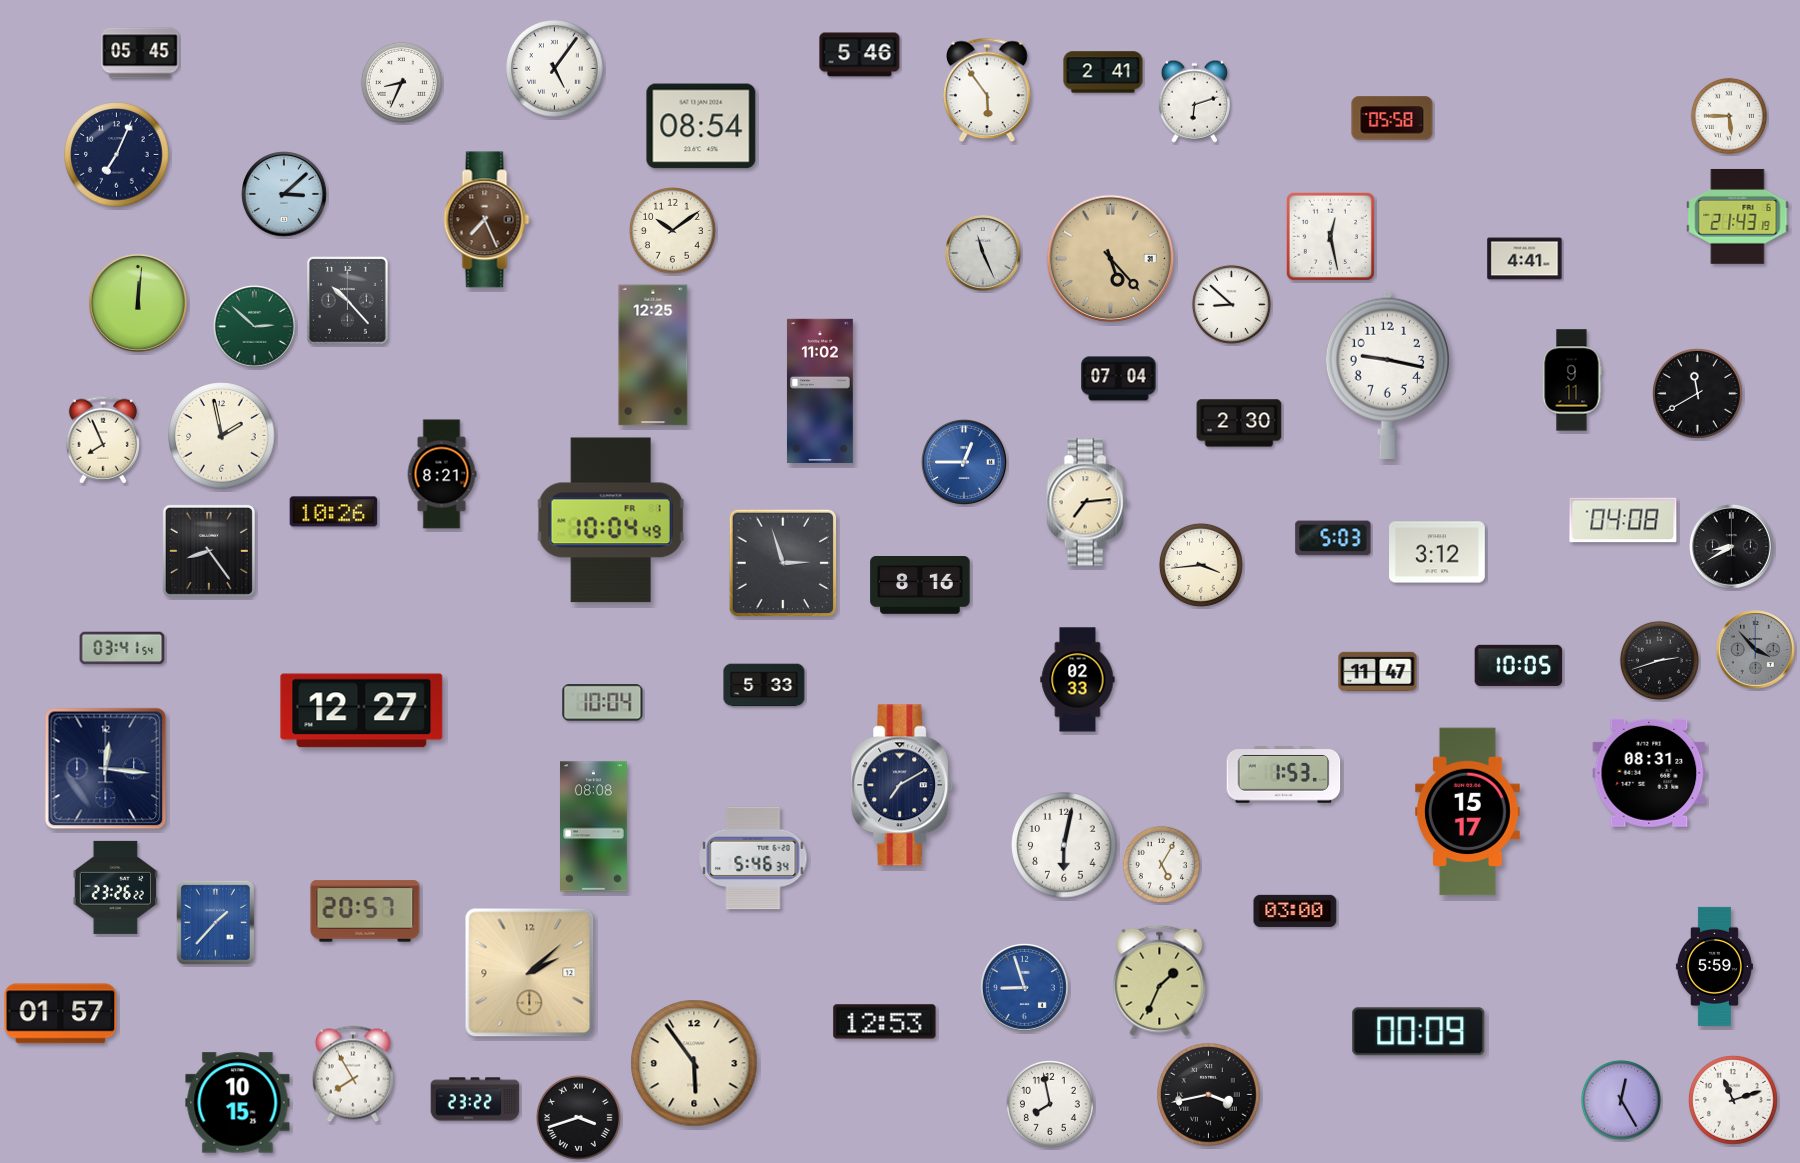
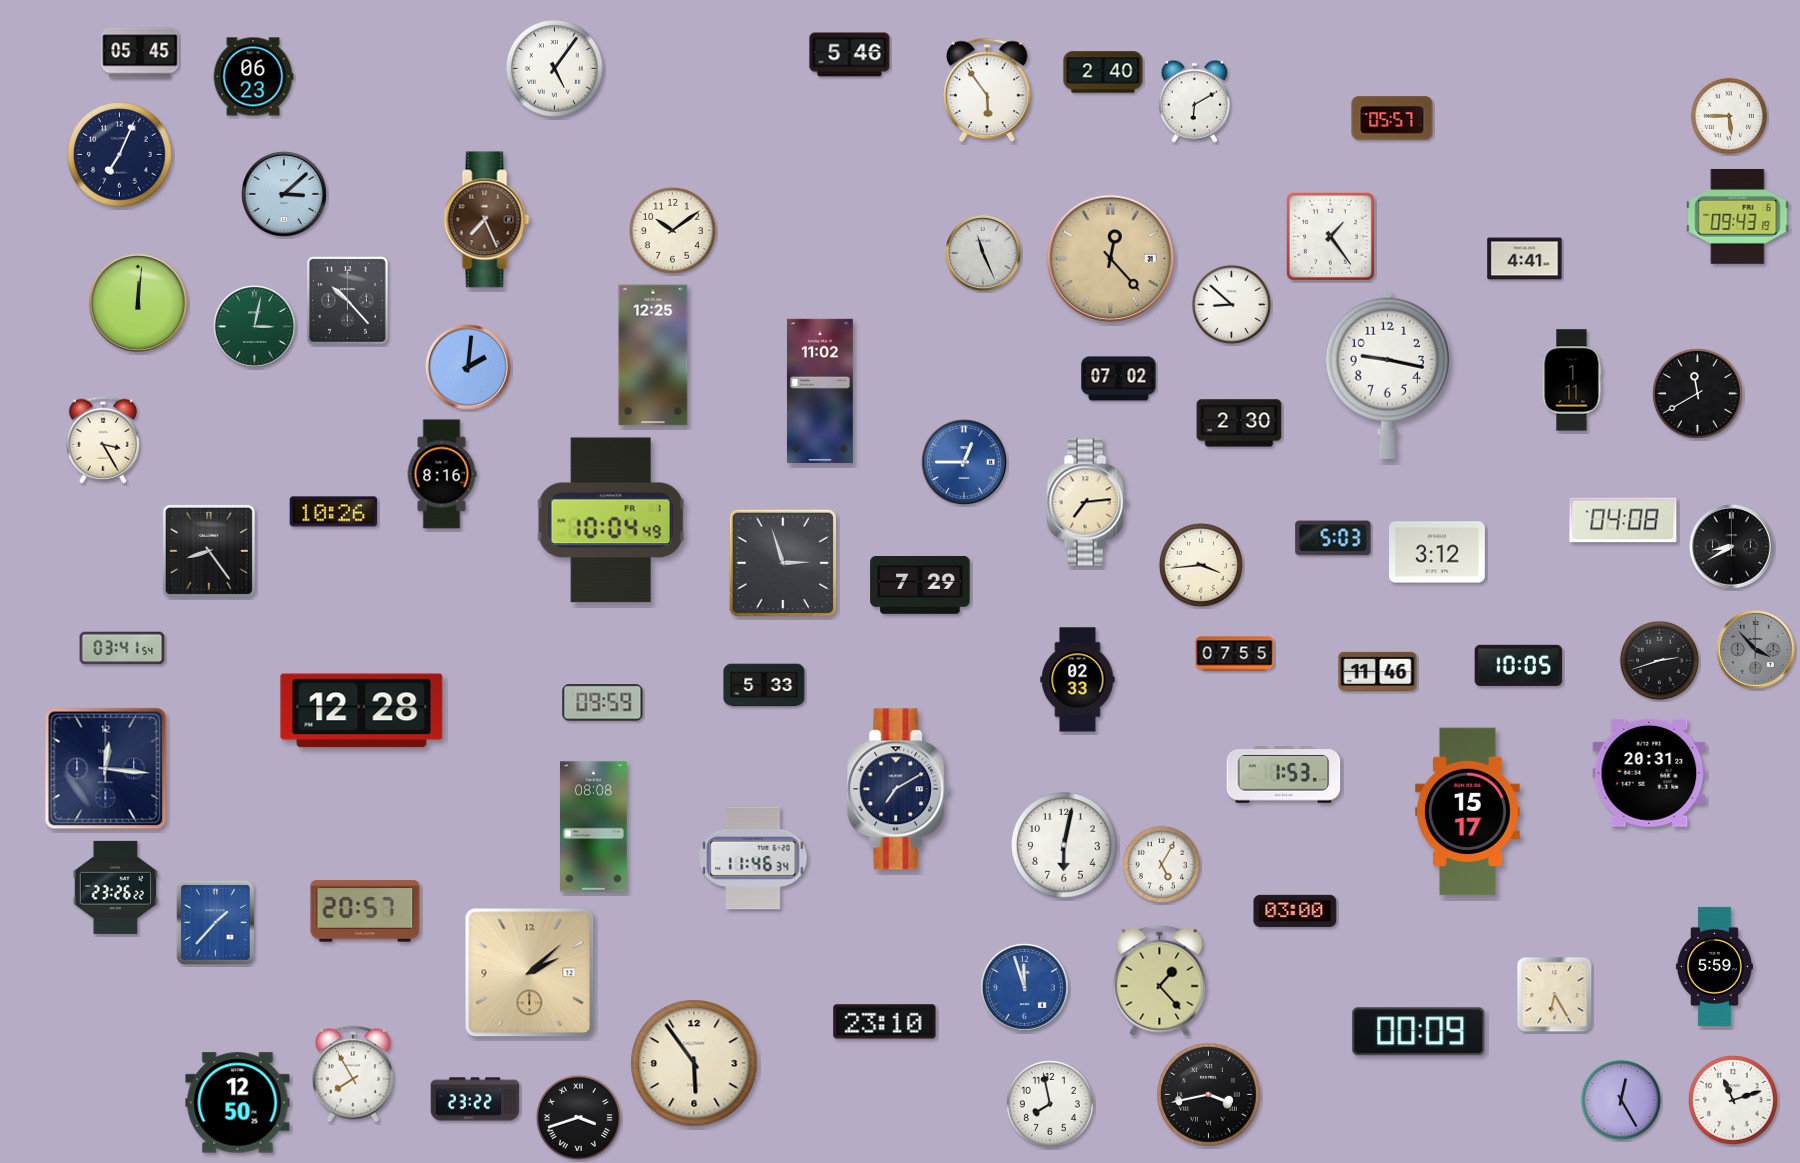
clock at (860, 55) position: (860, 55) -> (850, 55)
clock at (1103, 72): 2:41 -> 2:40
clock at (253, 77): none -> 06:23
clock at (401, 82): 8:34 -> none
clock at (1194, 101): 6:12 -> 6:10
clock at (1392, 118): 05:58 -> 05:57
clock at (701, 126): 08:54 -> none
clock at (117, 155) position: (117, 155) -> (120, 155)
clock at (1738, 216): 21:43 -> 09:43
clock at (1330, 236): 12:28 -> 1:24
clock at (1110, 258): 5:23 -> 12:23
clock at (255, 327): 2:52 -> 3:02
clock at (469, 368): none -> 2:01
clock at (1119, 379): 07:04 -> 07:02
clock at (1572, 380): 9:11 -> 1:11
clock at (222, 436): 1:58 -> none
clock at (103, 440): 7:56 -> 3:25
clock at (442, 474): 8:21 -> 8:16
clock at (920, 586): 8:16 -> 7:29
clock at (1235, 654): none -> 07:55
clock at (1378, 671): 11:47 -> 11:46
clock at (603, 703): 10:04 -> 09:59
clock at (362, 711): 12:27 -> 12:28
clock at (1649, 773): 08:31 -> 20:31
clock at (903, 785) position: (903, 785) -> (899, 789)
clock at (753, 858): 5:46 -> 11:46
clock at (1160, 980): 1:34 -> 1:23
clock at (1024, 987): 8:57 -> 11:57
clock at (1555, 995): none -> 6:25
clock at (61, 1014): 01:57 -> none
clock at (885, 1022): 12:53 -> 23:10
clock at (238, 1103): 10:15 -> 12:50
